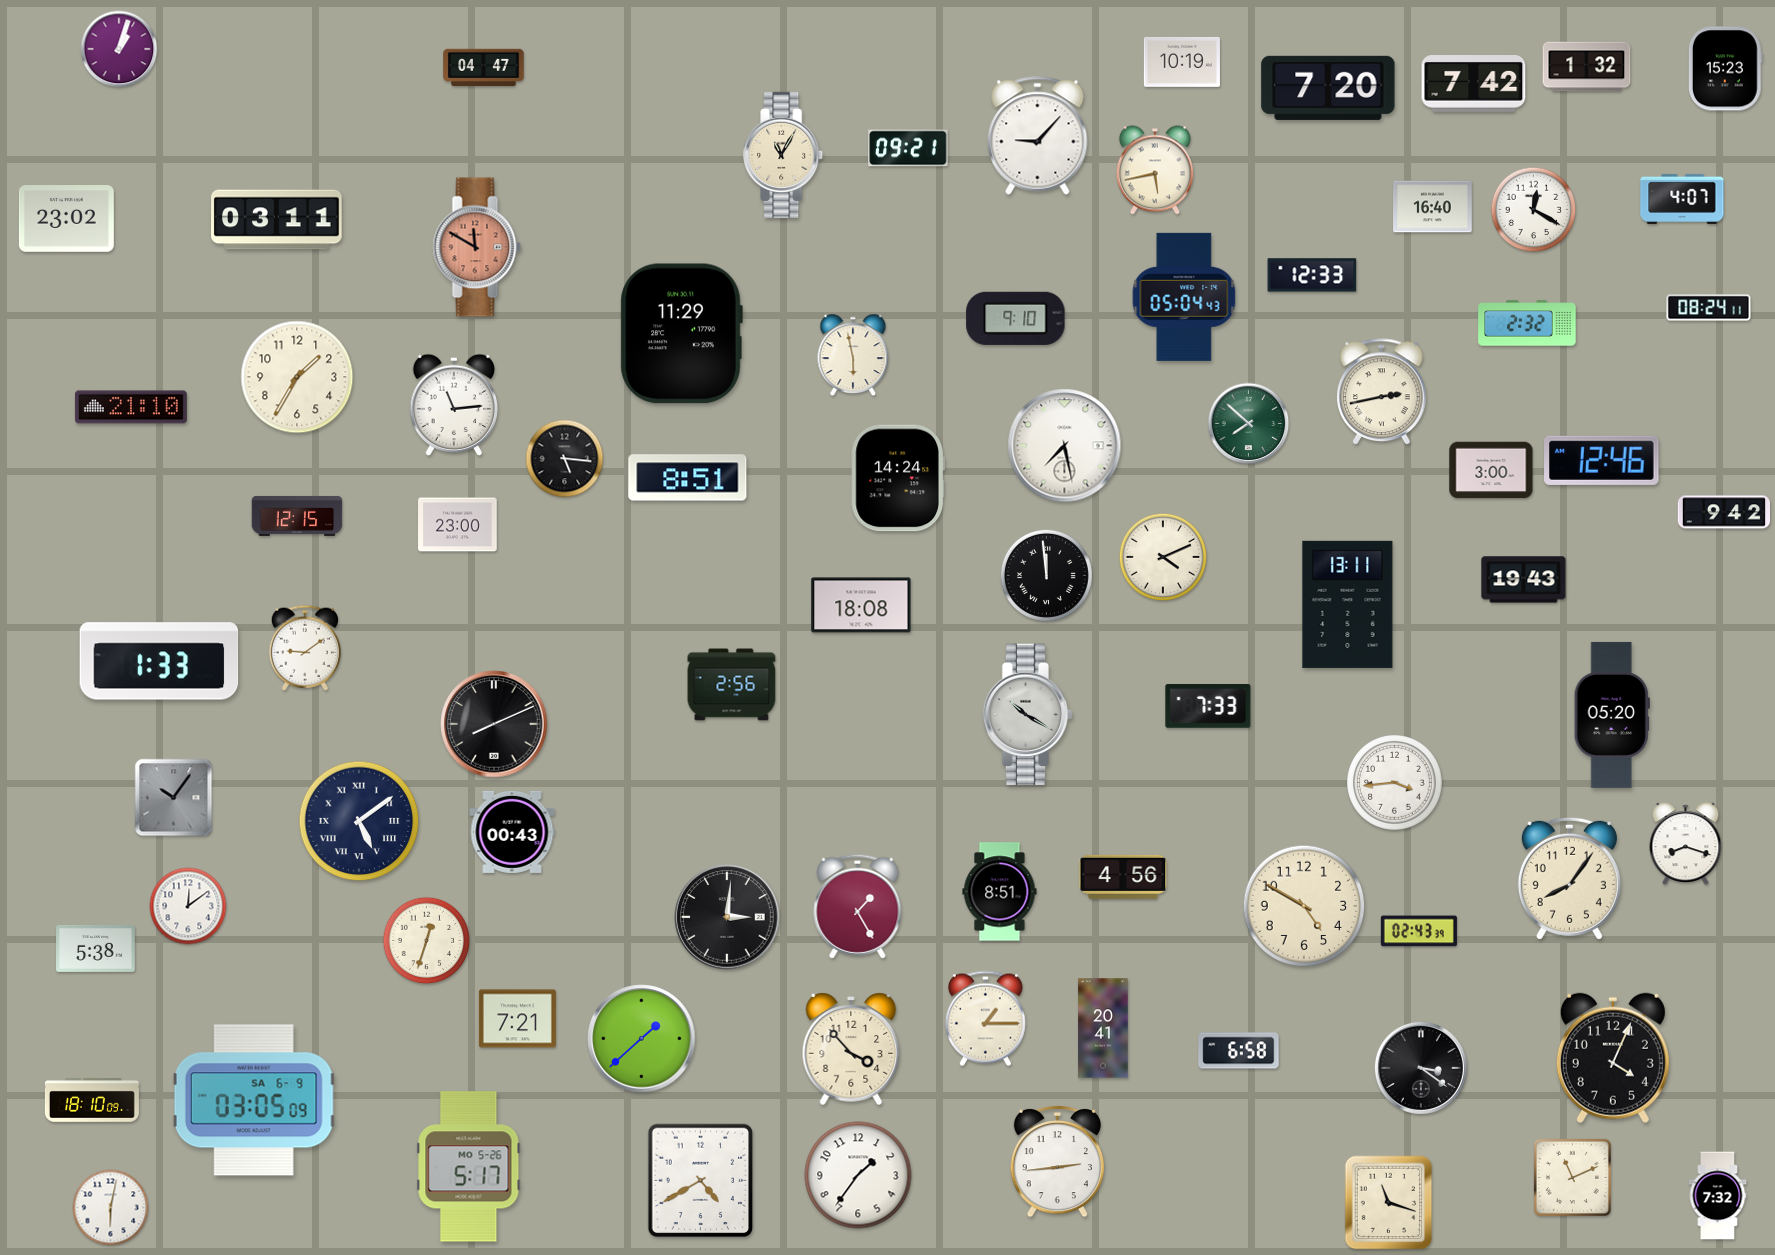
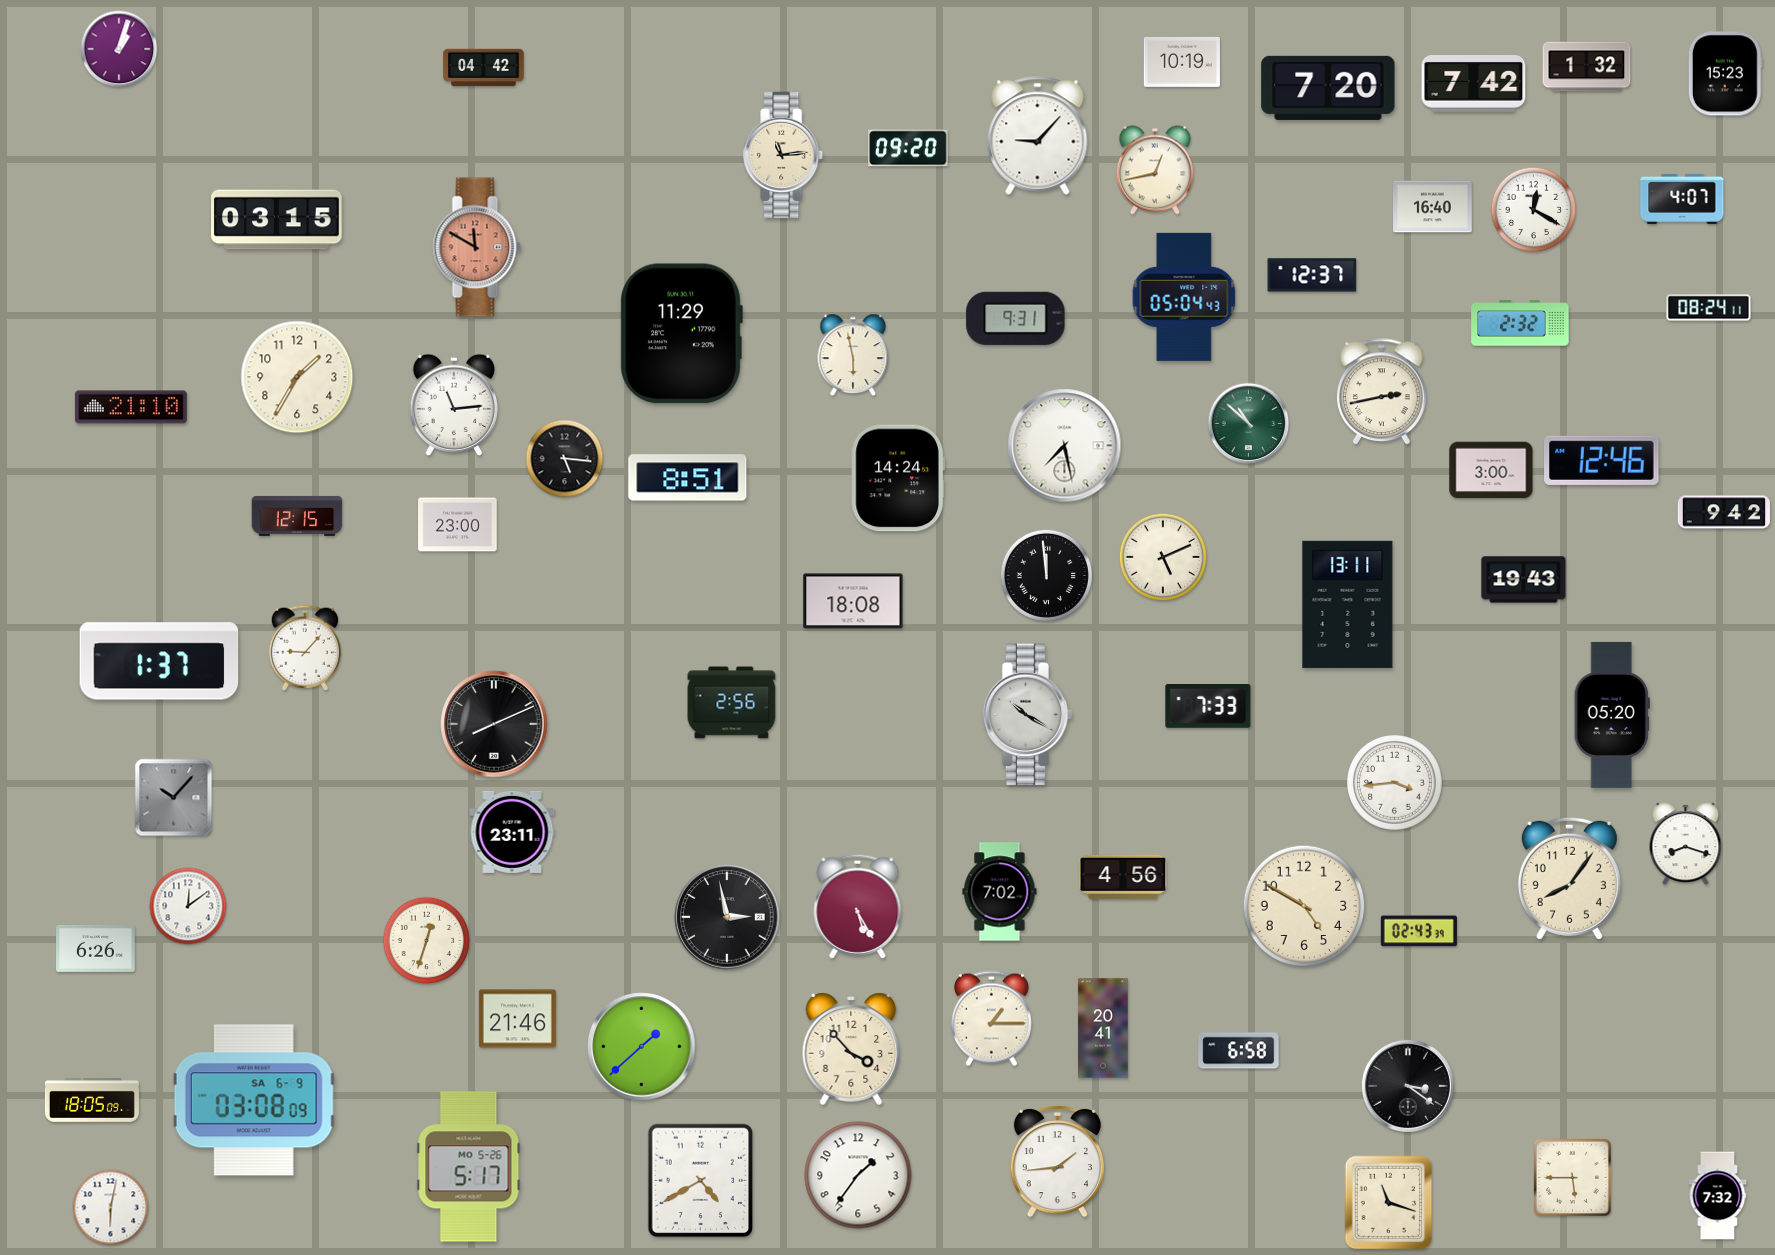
clock at (484, 68): 04:47 -> 04:42
clock at (1725, 69) position: (1725, 69) -> (1725, 74)
clock at (908, 148): 09:21 -> 09:20
clock at (784, 155): 11:05 -> 11:14
clock at (1155, 170): 5:43 -> 12:43
clock at (66, 219): 23:02 -> none
clock at (277, 220): 03:11 -> 03:15
clock at (1312, 275): 12:33 -> 12:37
clock at (1016, 318): 9:10 -> 9:31
clock at (1527, 323) position: (1527, 323) -> (1520, 323)
clock at (1249, 424): 7:52 -> 10:52
clock at (1163, 557): 4:11 -> 5:11
clock at (861, 605) position: (861, 605) -> (853, 601)
clock at (304, 648): 9:09 -> 9:07
clock at (159, 661): 1:33 -> 1:37
clock at (732, 685) position: (732, 685) -> (732, 703)
clock at (174, 798): 10:06 -> 10:07
clock at (359, 821): 5:09 -> none
clock at (512, 832): 00:43 -> 23:11
clock at (1000, 892): 8:51 -> 7:02
clock at (858, 906): 1:25 -> 5:25
clock at (727, 917): 3:01 -> 2:58
clock at (96, 948): 5:38 -> 6:26
clock at (517, 1019): 7:21 -> 21:46
clock at (985, 1019) position: (985, 1019) -> (991, 1019)
clock at (642, 1039) position: (642, 1039) -> (642, 1047)
clock at (1613, 1058): 4:04 -> none
clock at (1421, 1068) position: (1421, 1068) -> (1408, 1086)
clock at (92, 1100): 18:10 -> 18:05
clock at (254, 1100): 03:05 -> 03:08
clock at (1057, 1161): 2:44 -> 1:44
clock at (1572, 1177): 11:11 -> 5:45
